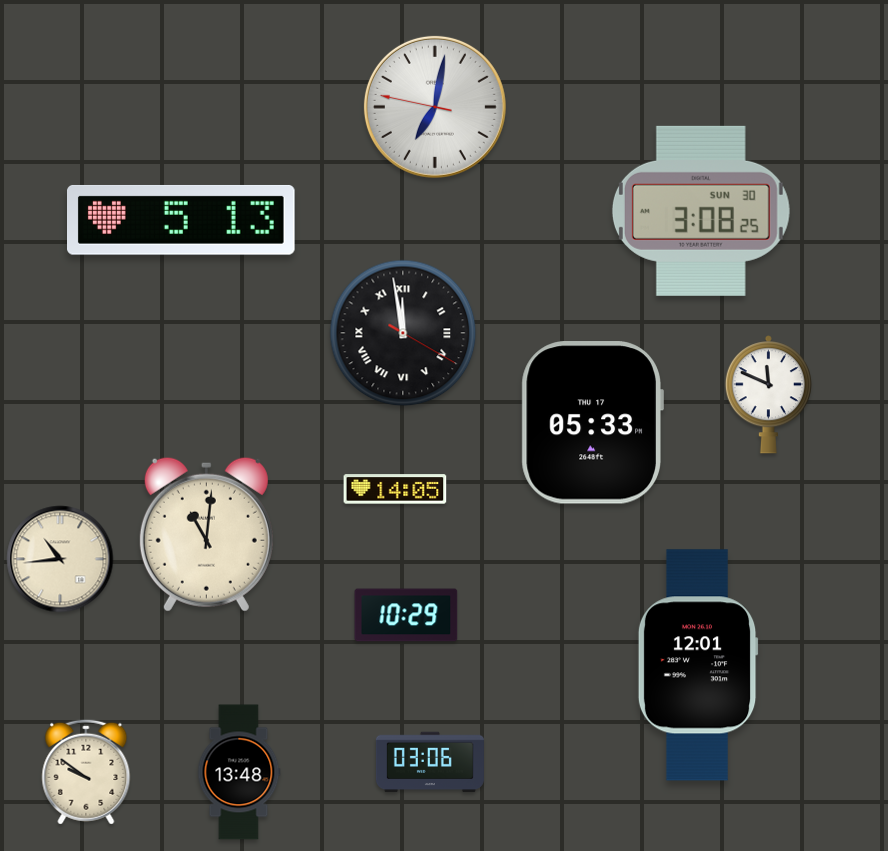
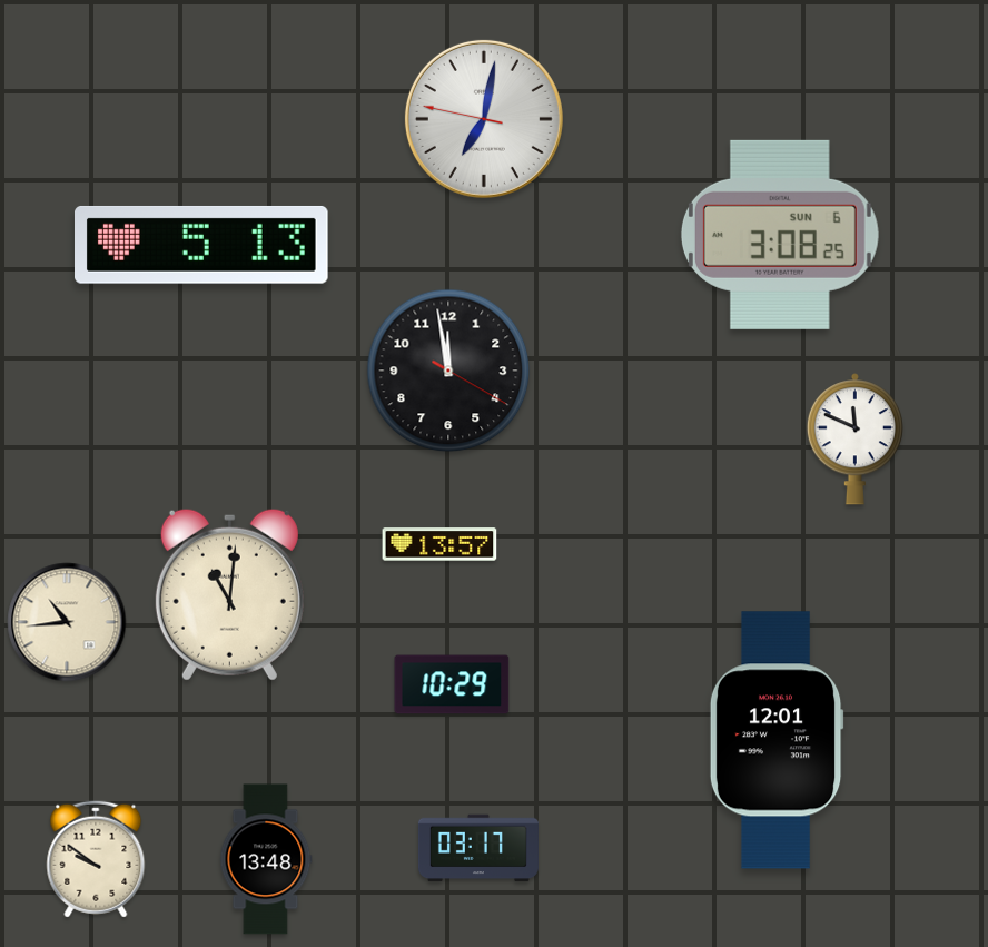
clock at (701, 211) date: SUN 30 -> SUN 6
clock at (403, 333) numerals: Roman -> Arabic
clock at (592, 423): 05:33 -> none
clock at (395, 489): 14:05 -> 13:57
clock at (430, 762): 03:06 -> 03:17
